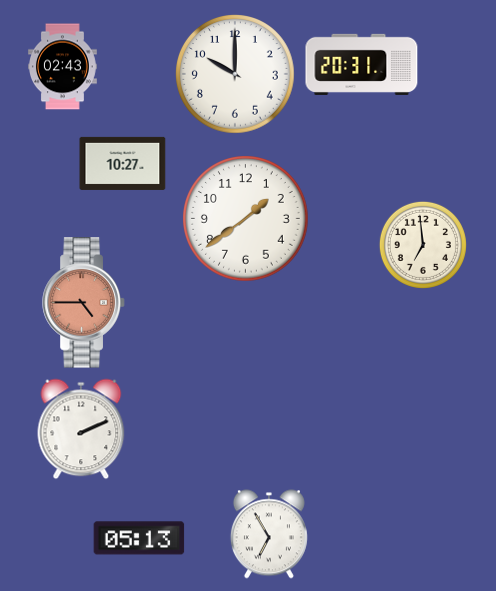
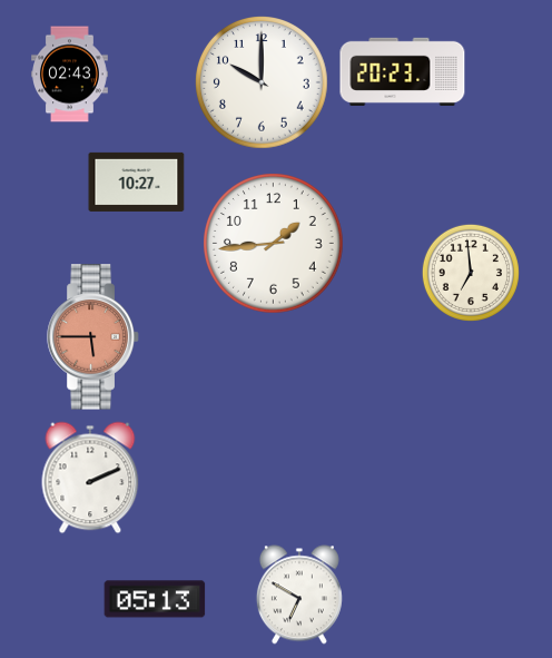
clock at (362, 64): 20:31 -> 20:23
clock at (246, 219): 1:39 -> 1:44
clock at (84, 303): 4:45 -> 5:45
clock at (269, 534): 6:55 -> 6:50
